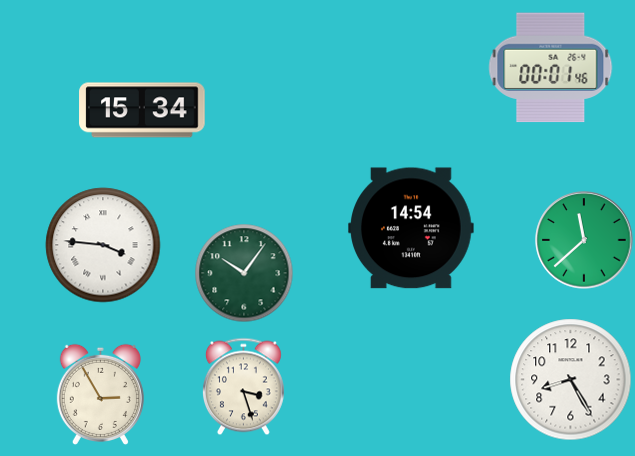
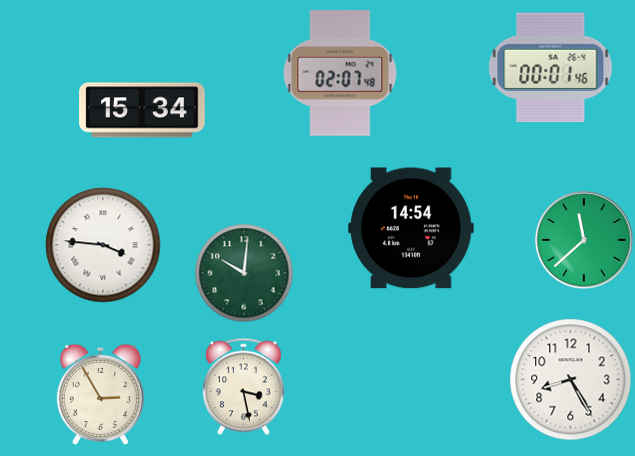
clock at (340, 73): none -> 02:07
clock at (244, 273): 10:06 -> 10:01
clock at (243, 387): 3:27 -> 3:28
